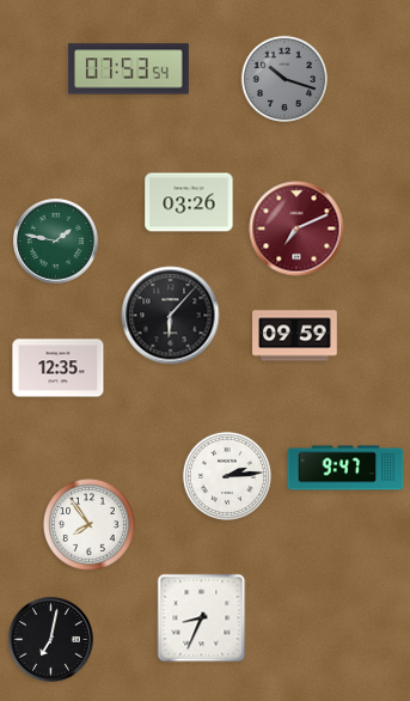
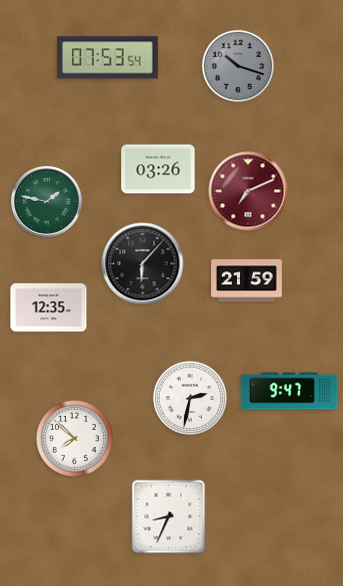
clock at (295, 336): 09:59 -> 21:59
clock at (227, 476): 2:14 -> 2:32
clock at (90, 525): 7:54 -> 7:52
clock at (51, 640): 7:02 -> none
